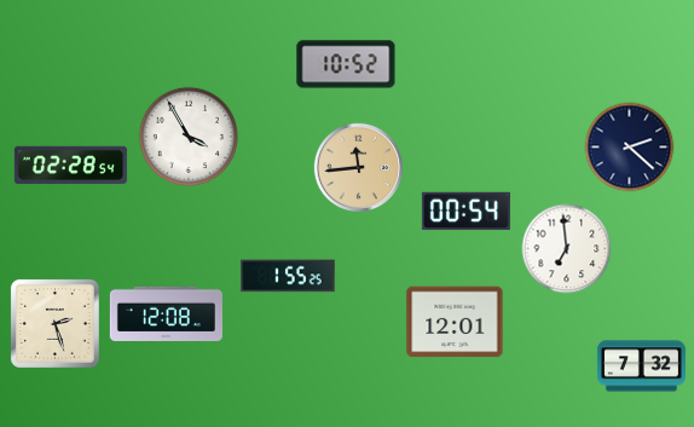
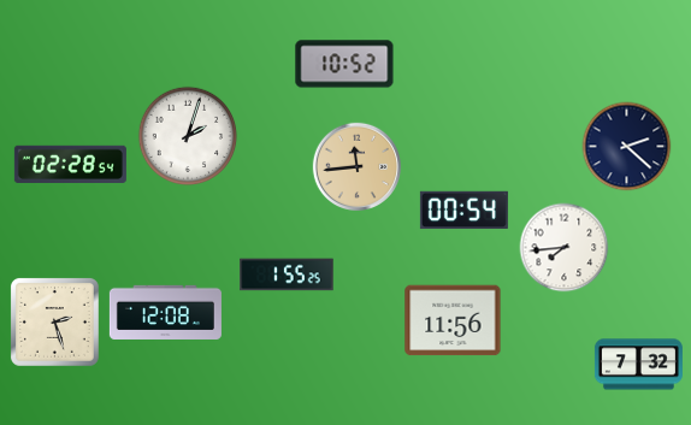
clock at (189, 137): 3:55 -> 2:03
clock at (567, 249): 6:59 -> 7:44
clock at (455, 322): 12:01 -> 11:56
